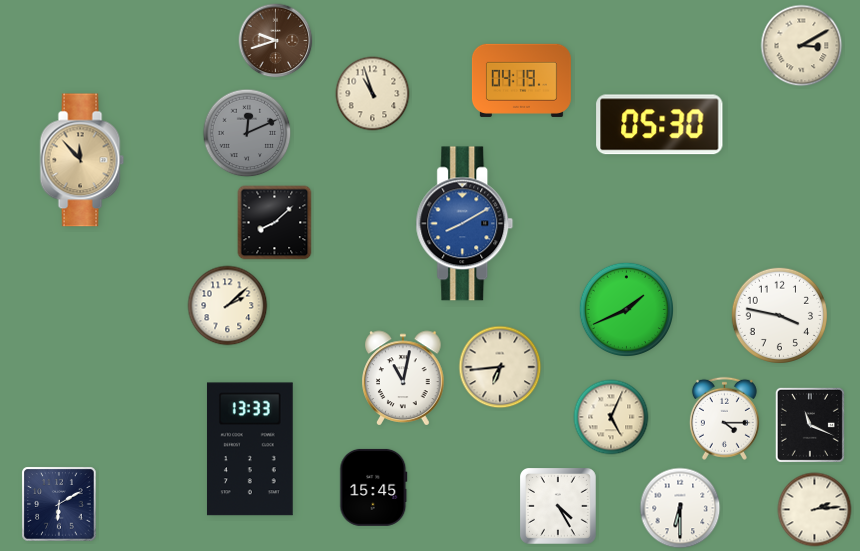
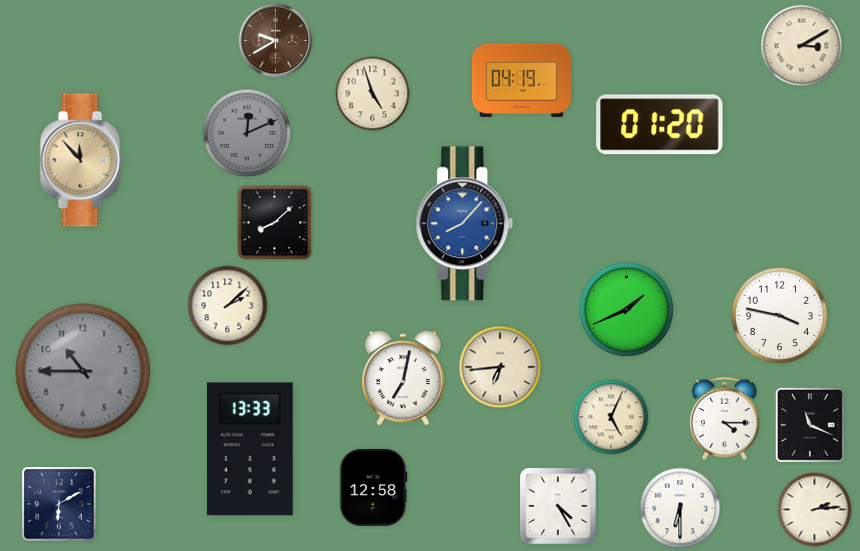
clock at (276, 41): 9:42 -> 9:40
clock at (373, 94): 10:57 -> 4:57
clock at (660, 125): 05:30 -> 01:20
clock at (465, 224): 8:10 -> 8:07
clock at (83, 371): none -> 10:45
clock at (403, 378): 11:02 -> 7:02
clock at (374, 487): 15:45 -> 12:58
